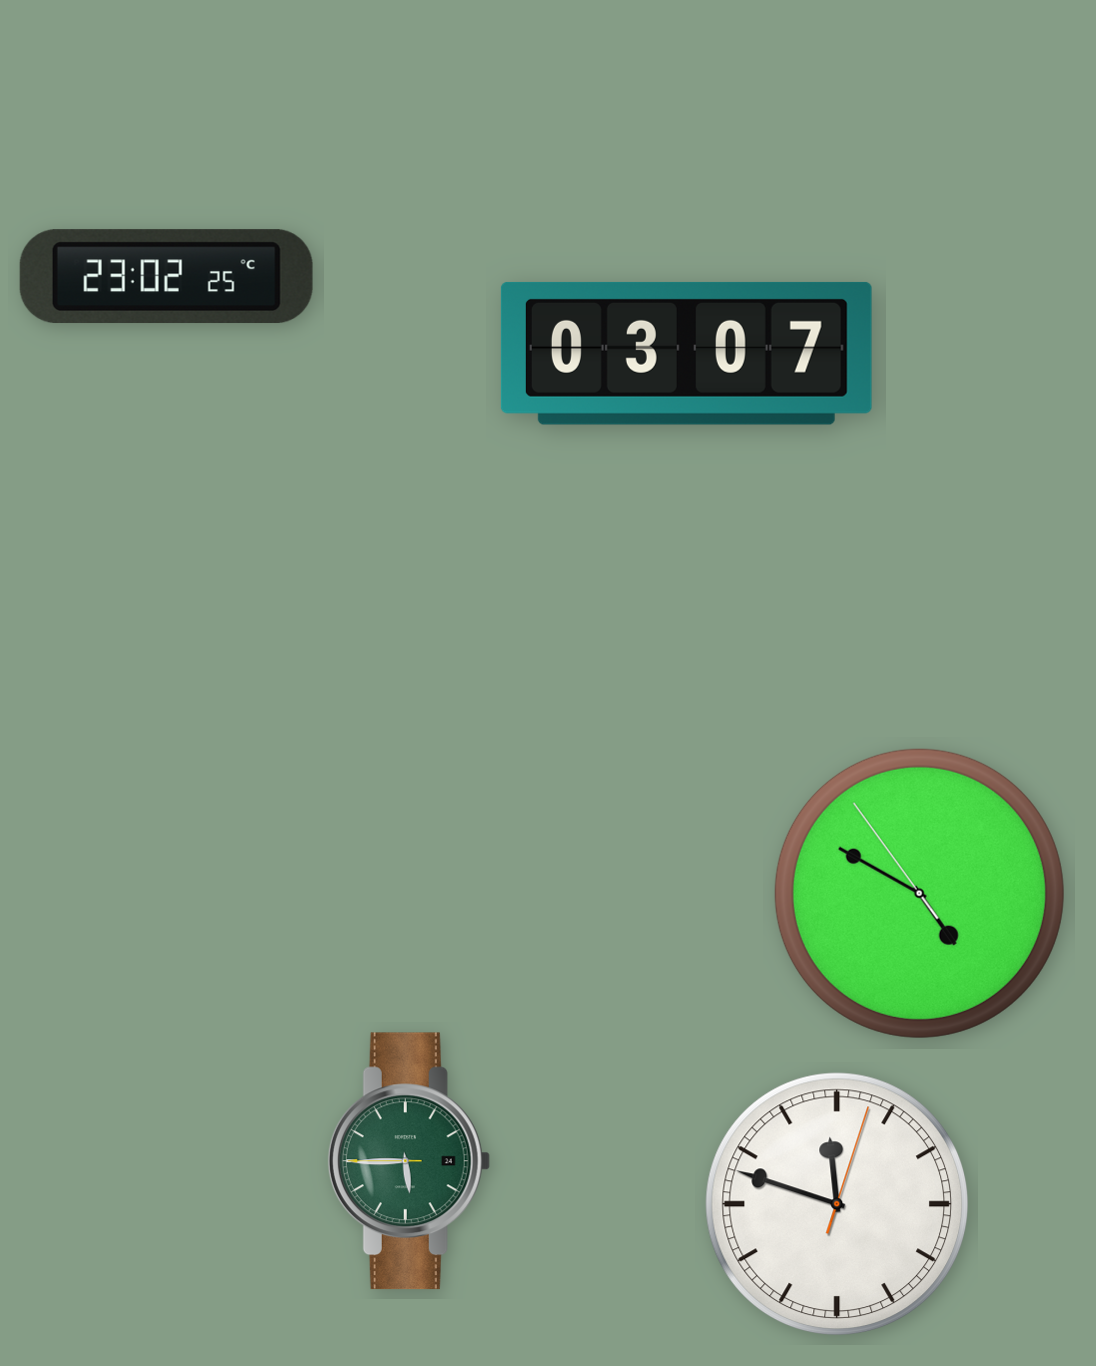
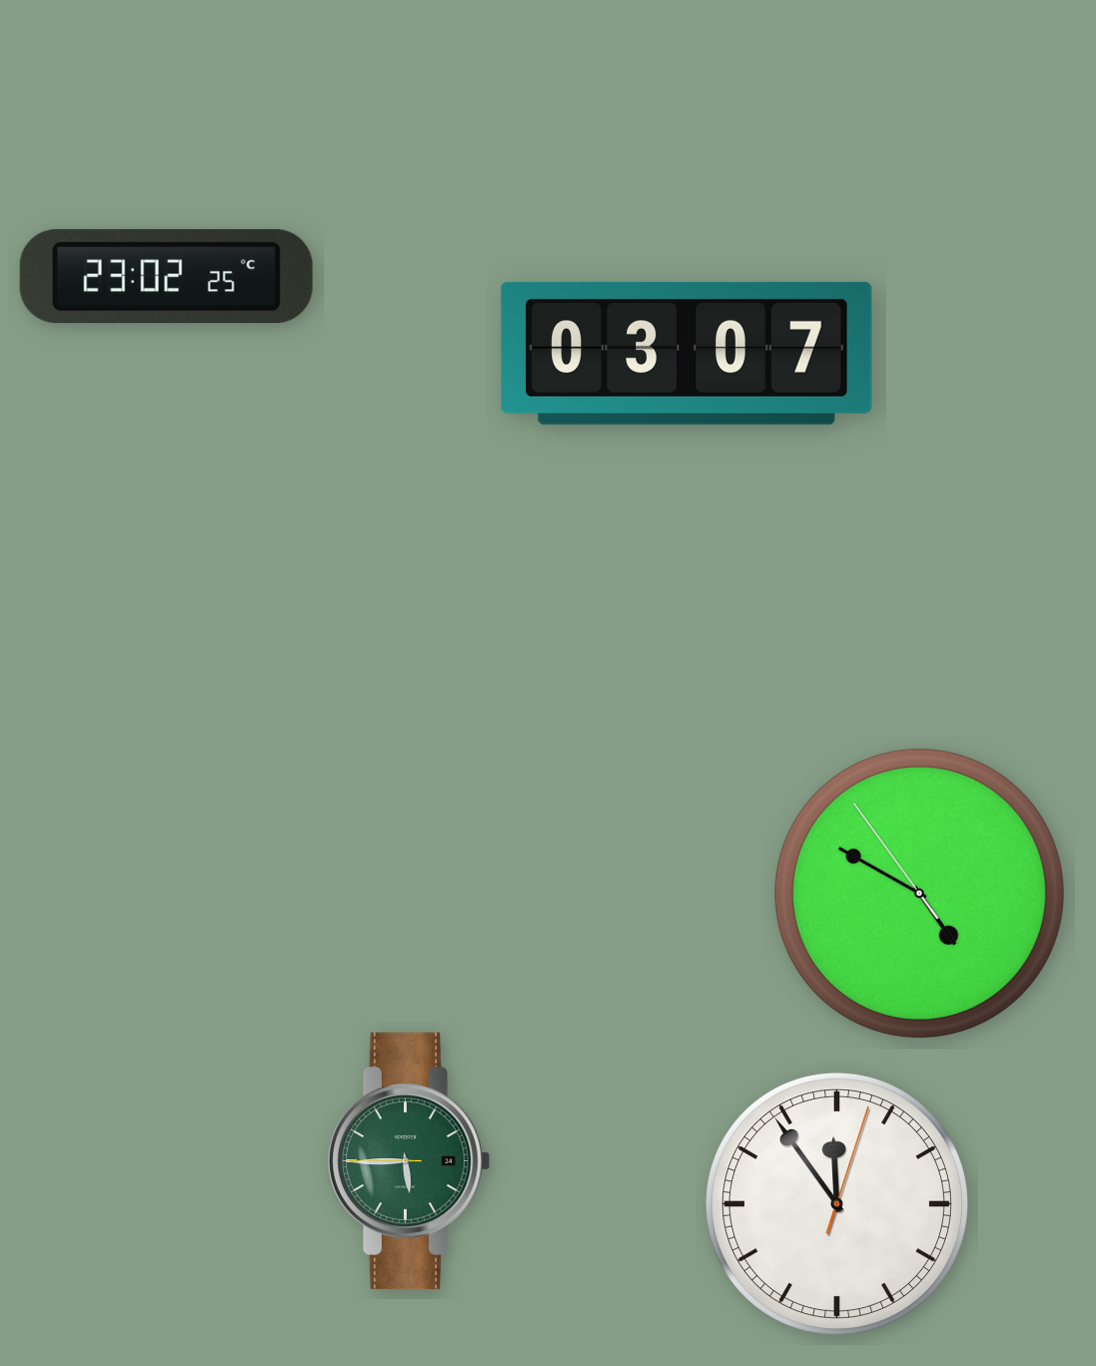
clock at (837, 1204): 11:48 -> 11:54
